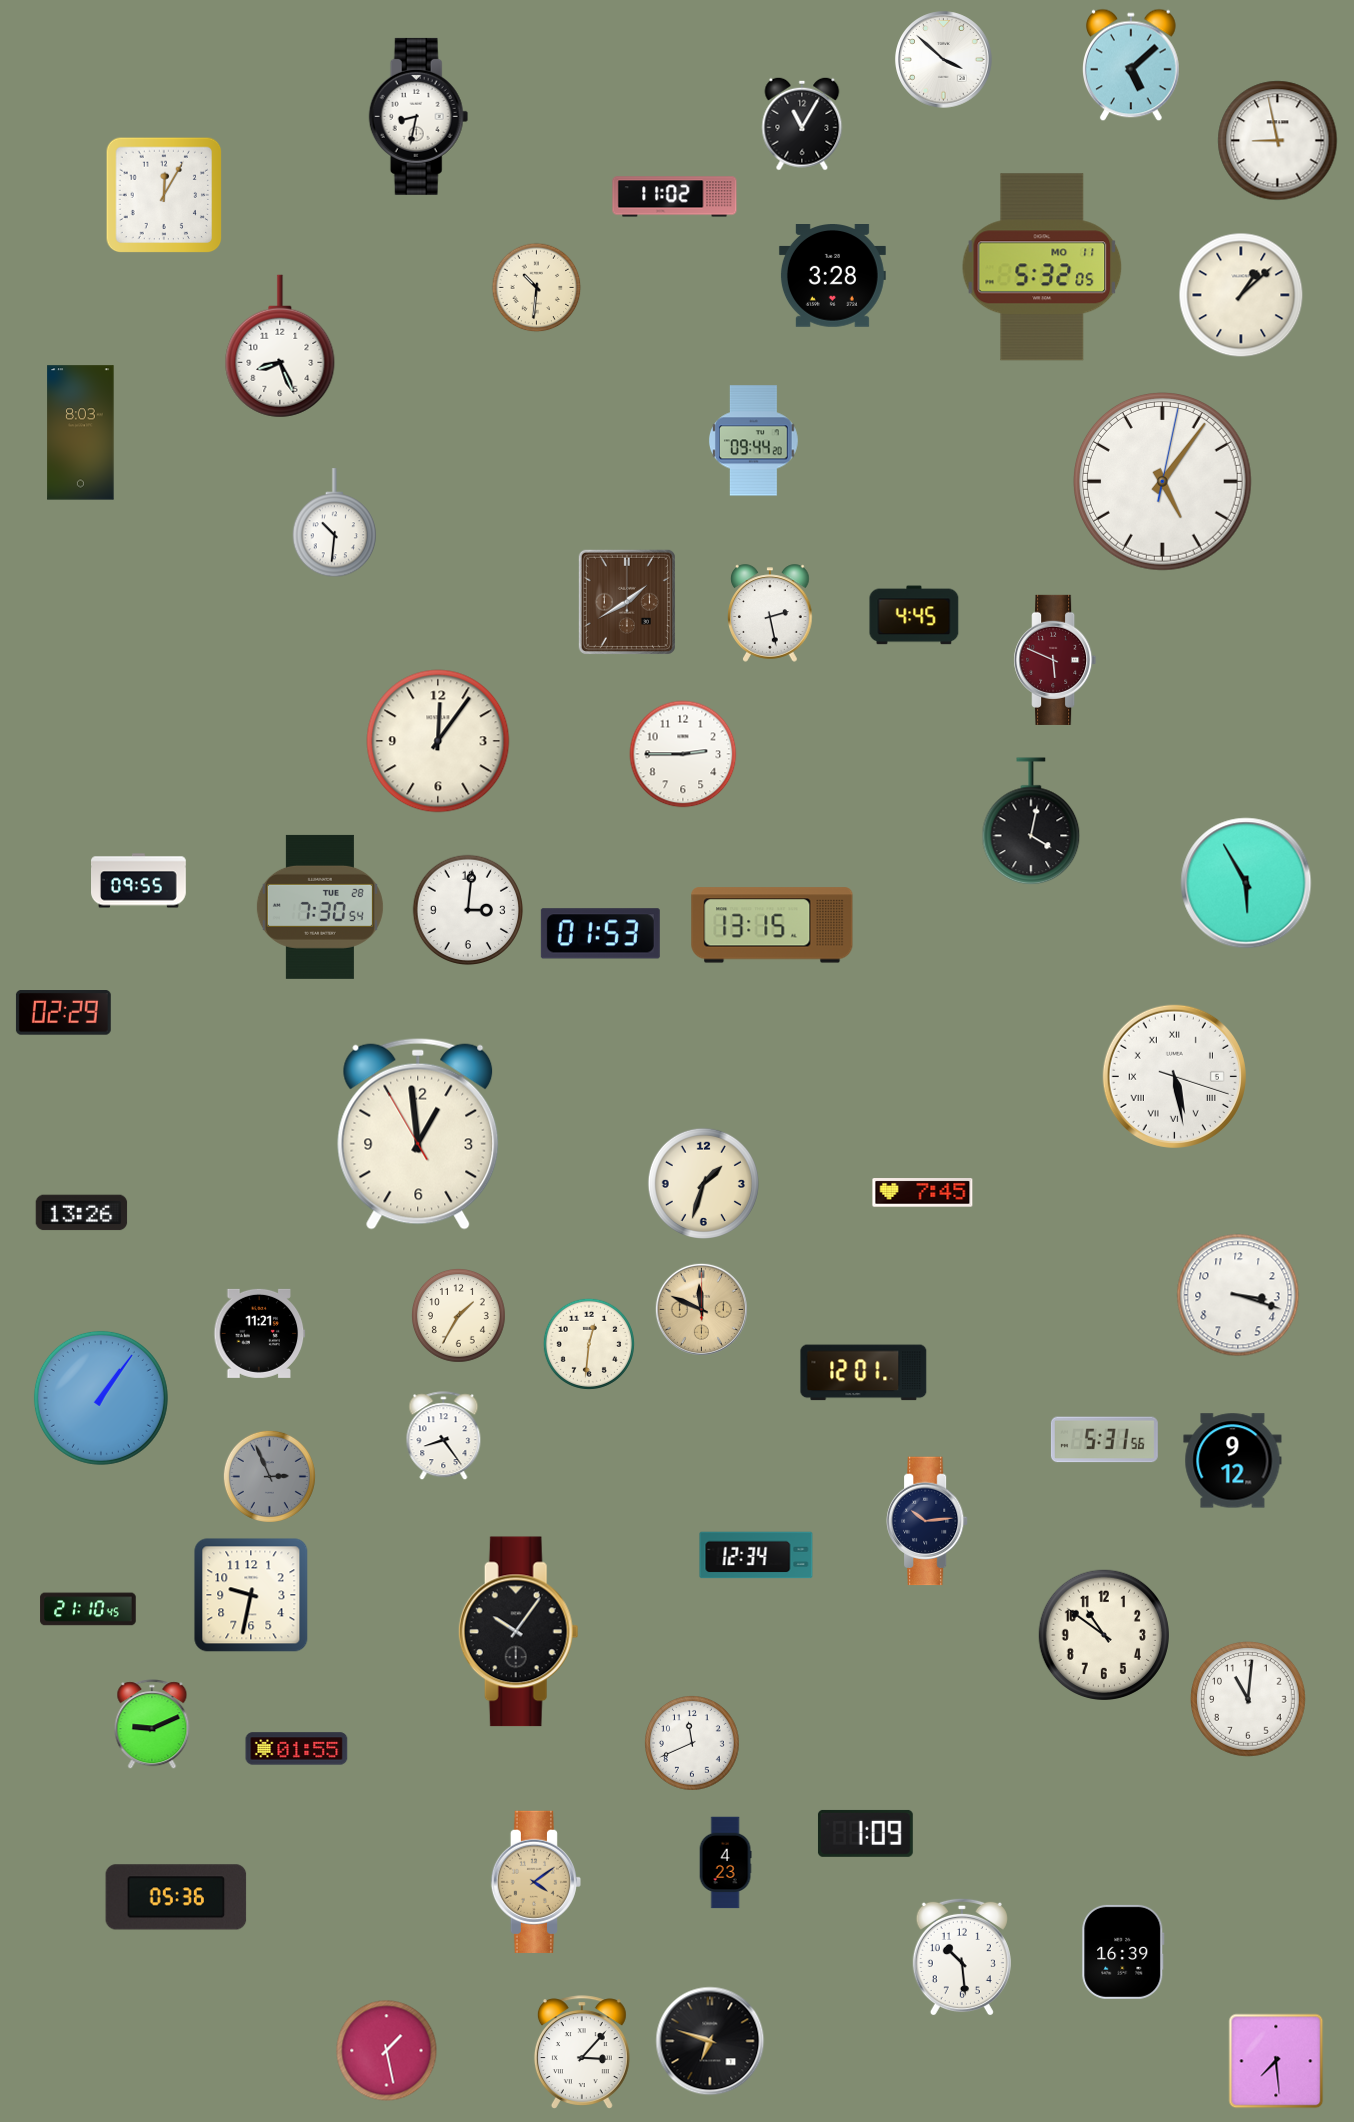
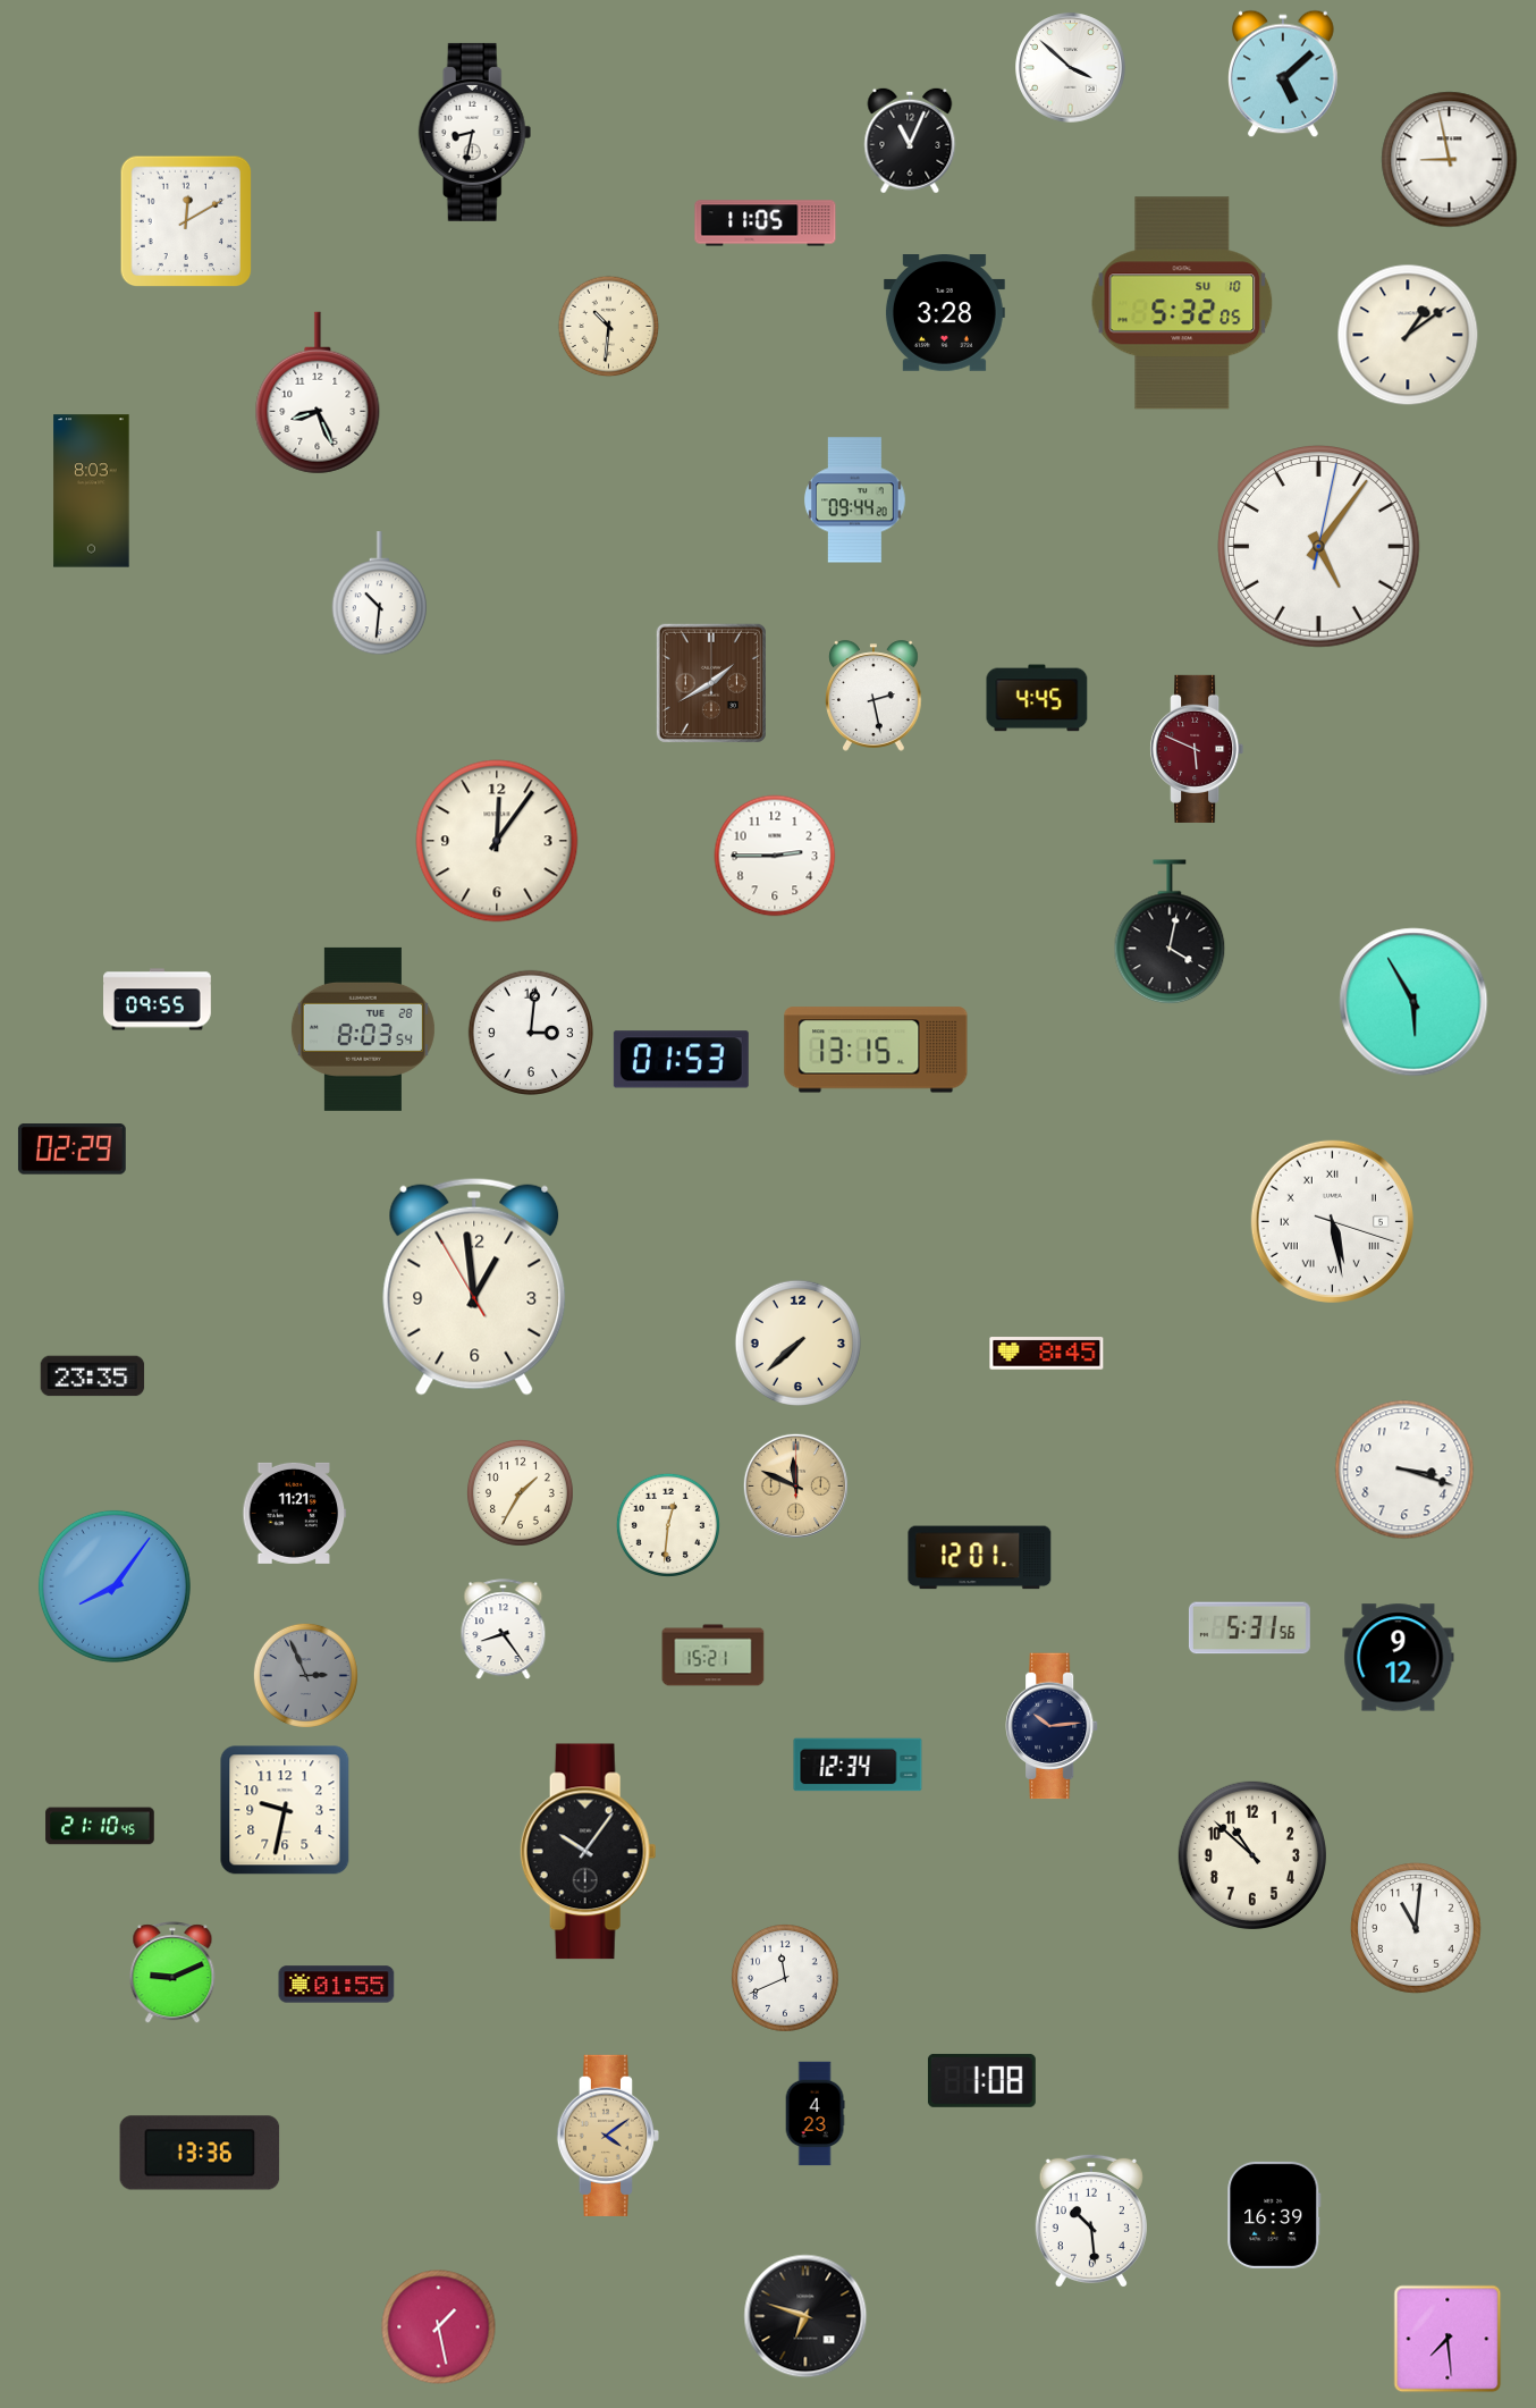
clock at (802, 124): 11:05 -> 11:04
clock at (164, 195): 12:05 -> 12:10
clock at (675, 197): 11:02 -> 11:05
clock at (1042, 267) date: MO 11 -> SU 10
clock at (1241, 295): 1:08 -> 1:09
clock at (320, 907): 7:30 -> 8:03
clock at (703, 1183): 1:33 -> 7:38
clock at (923, 1193): 7:45 -> 8:45
clock at (82, 1213): 13:26 -> 23:35
clock at (101, 1398): 1:06 -> 8:06
clock at (1104, 1440) position: (1104, 1440) -> (1249, 1628)
clock at (714, 1656): none -> 15:21
clock at (1104, 1635): 10:51 -> 10:52
clock at (152, 1725) position: (152, 1725) -> (172, 1973)
clock at (865, 1833): 1:09 -> 1:08
clock at (725, 1863) position: (725, 1863) -> (815, 2114)
clock at (176, 1897): 05:36 -> 13:36
clock at (582, 2052): 3:07 -> none
